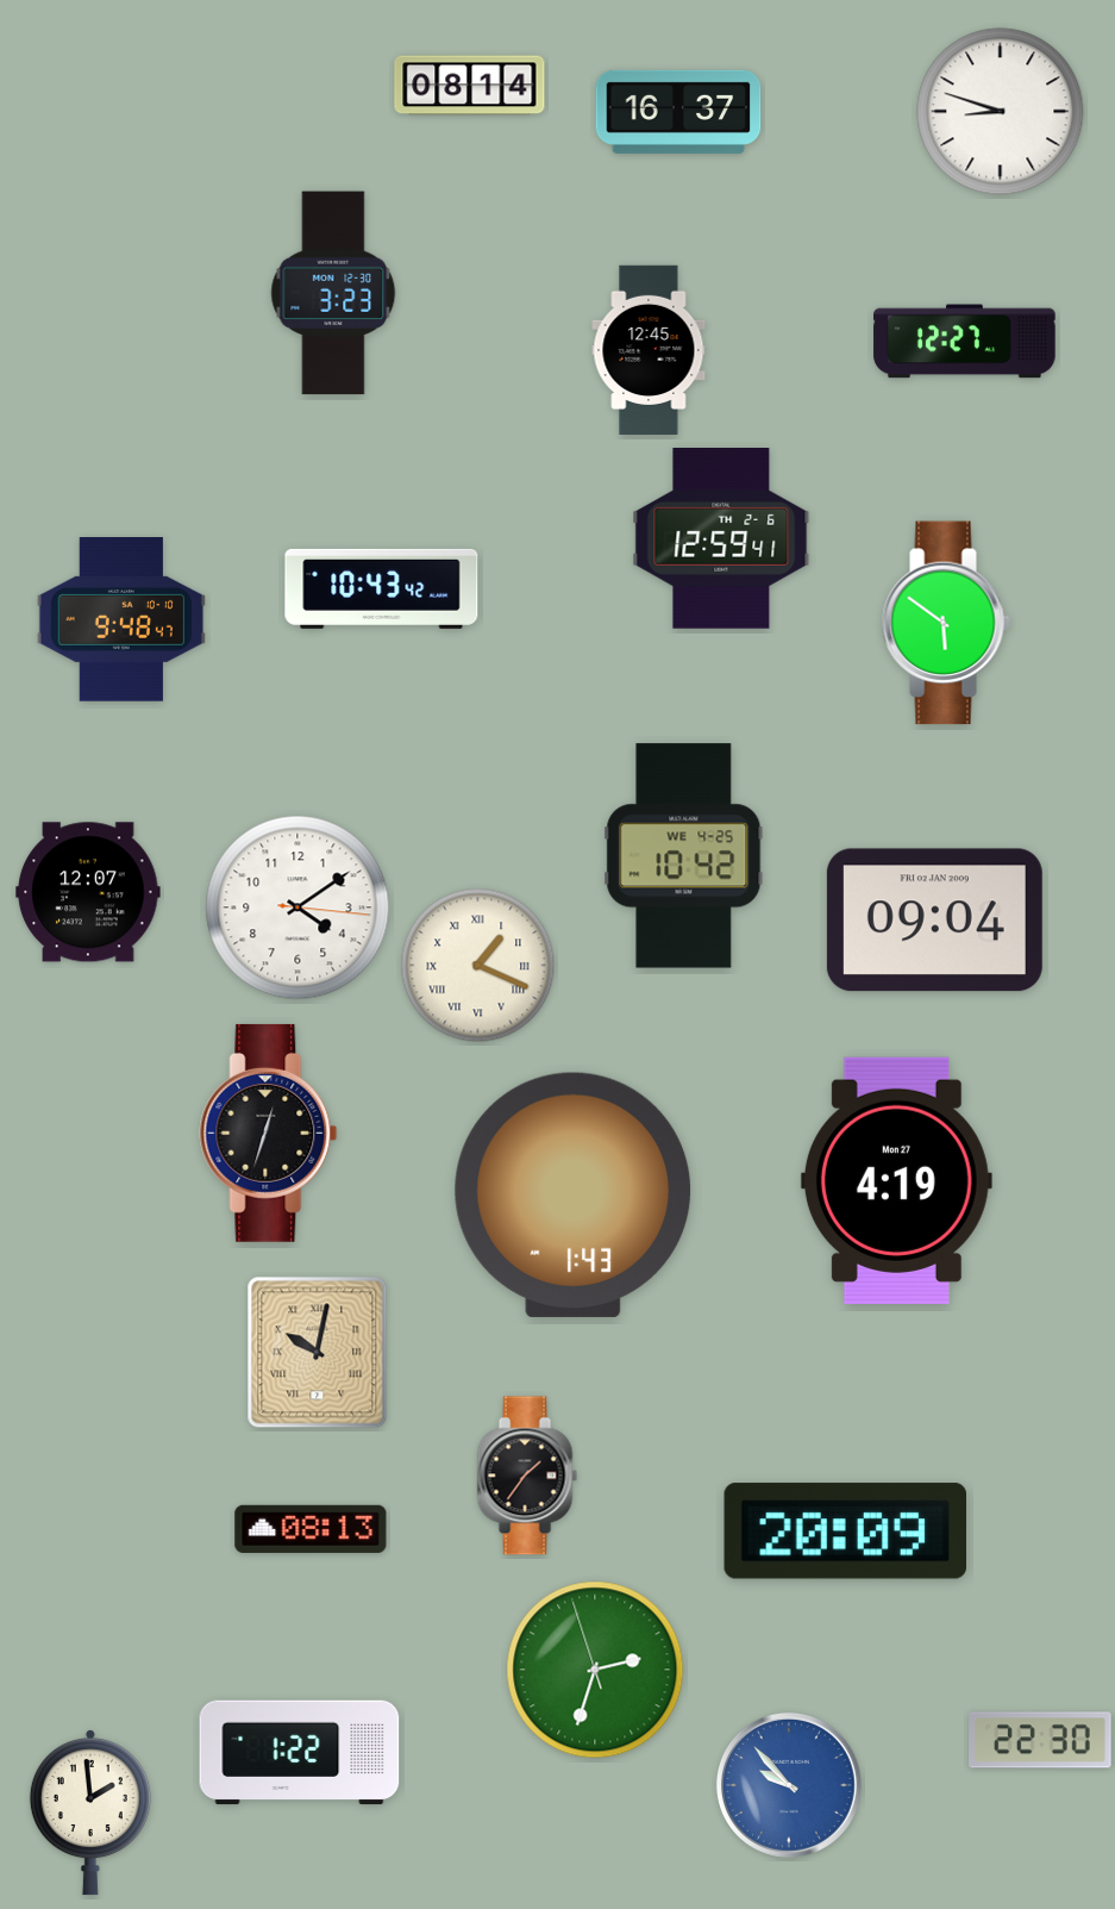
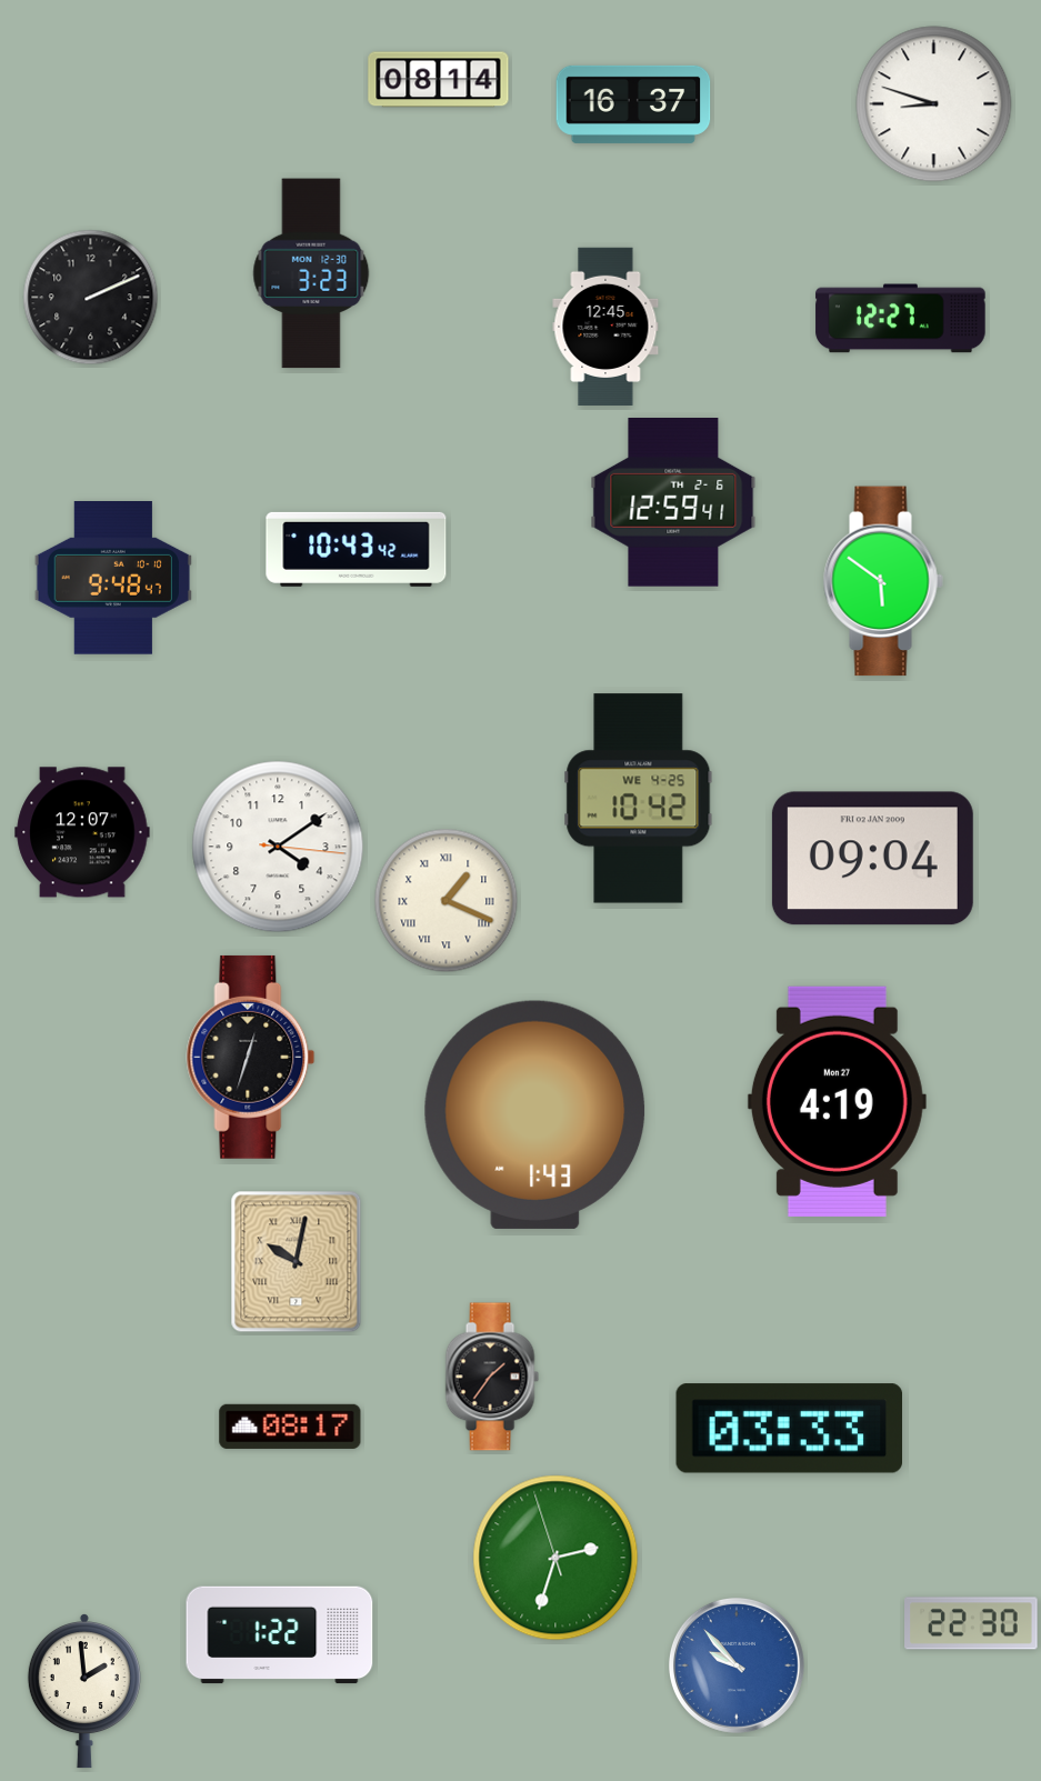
clock at (91, 298): none -> 2:11
clock at (311, 1529): 08:13 -> 08:17
clock at (845, 1531): 20:09 -> 03:33
